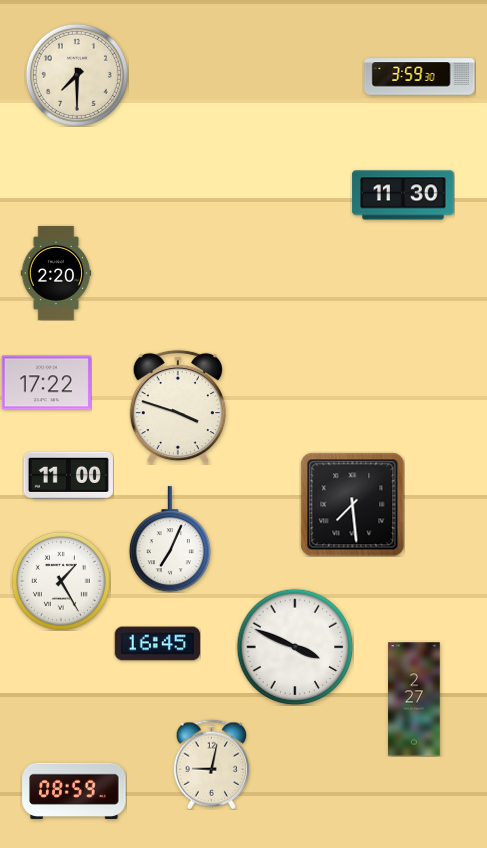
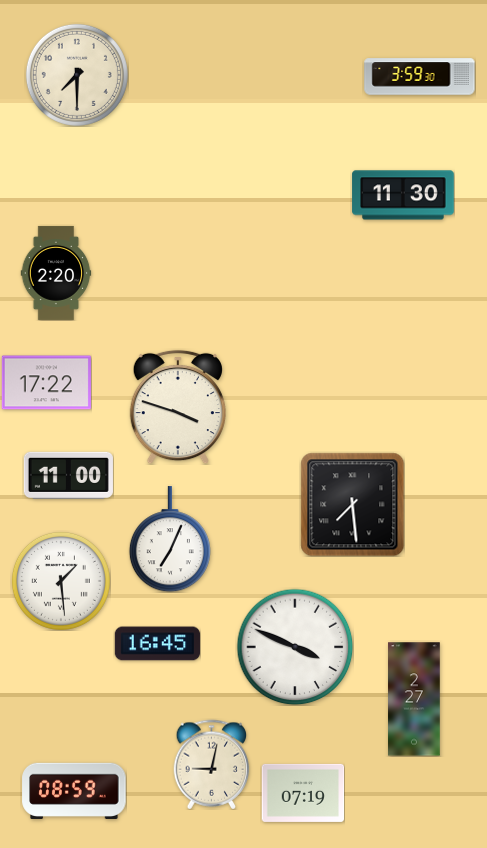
clock at (61, 581): 1:25 -> 1:29
clock at (303, 793): none -> 07:19
